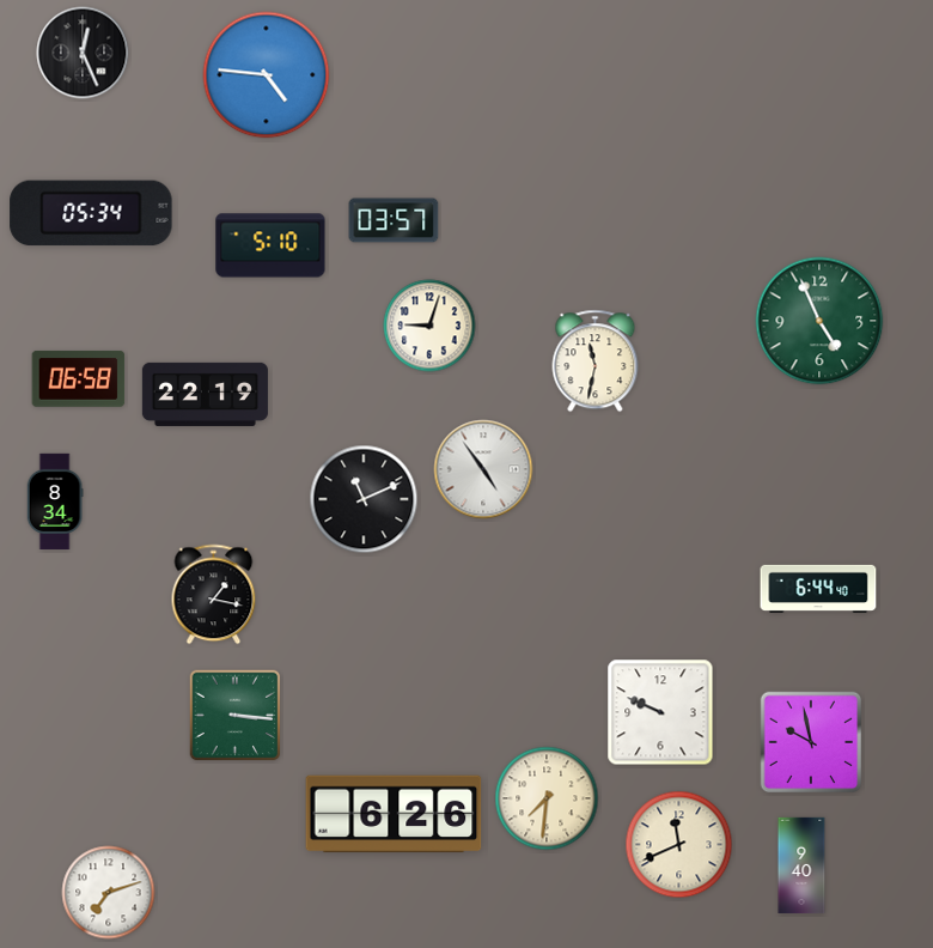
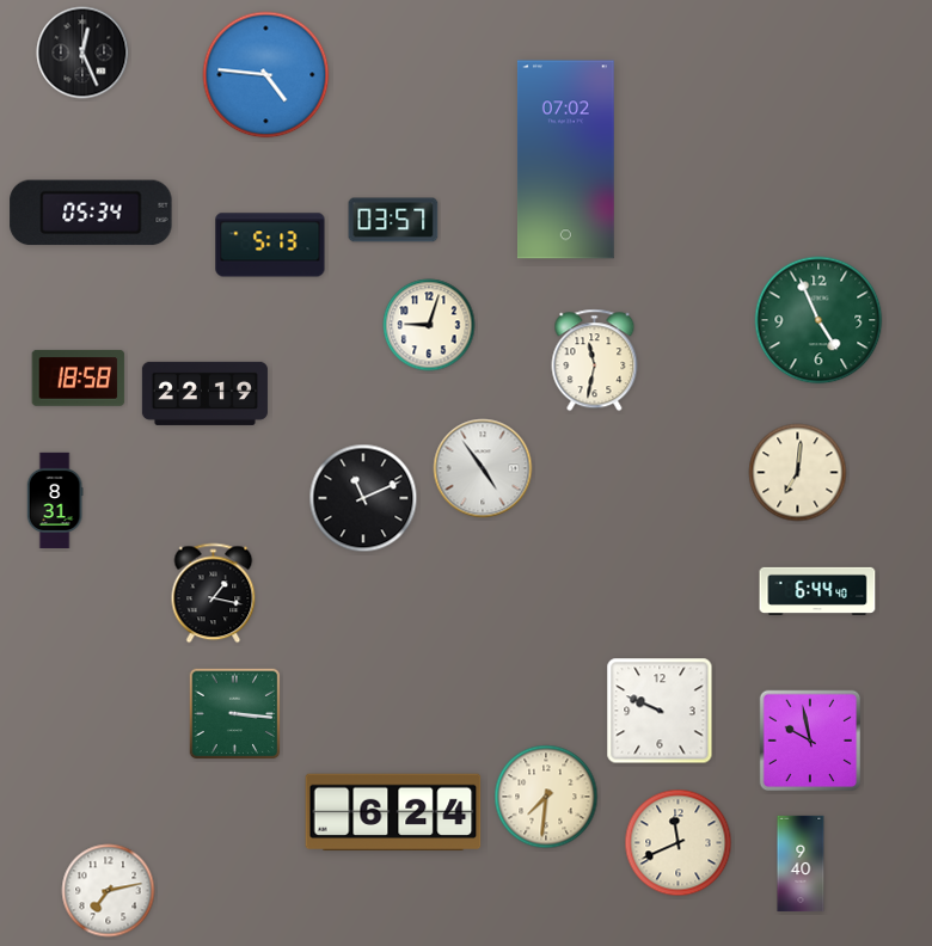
clock at (565, 160): none -> 07:02
clock at (270, 245): 5:10 -> 5:13
clock at (79, 379): 06:58 -> 18:58
clock at (798, 473): none -> 7:01
clock at (55, 502): 8:34 -> 8:31
clock at (818, 588) position: (818, 588) -> (817, 590)
clock at (394, 814): 6:26 -> 6:24
clock at (109, 893): 7:12 -> 7:13
